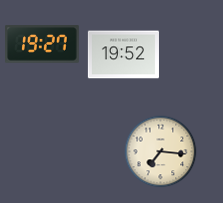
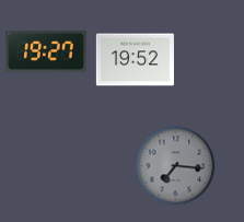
clock at (42, 44) position: (42, 44) -> (46, 51)
clock at (161, 152) dial: cream -> grey
